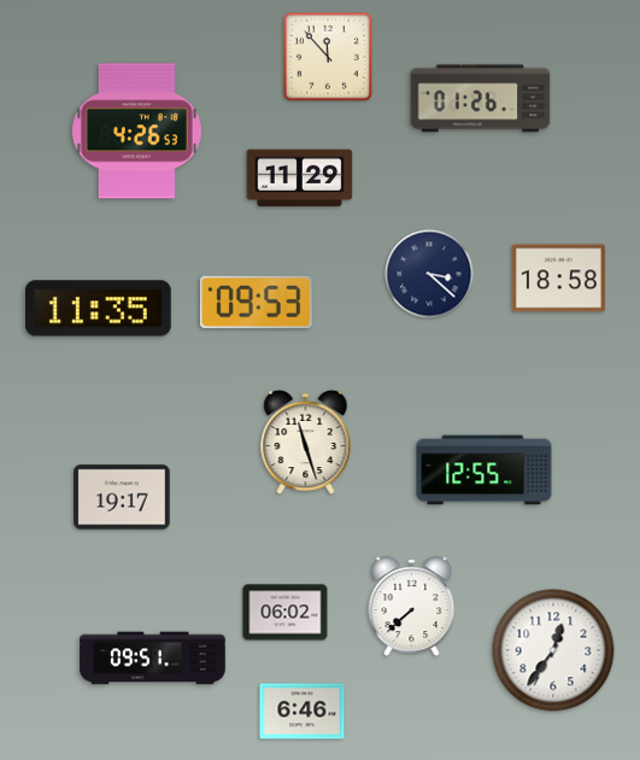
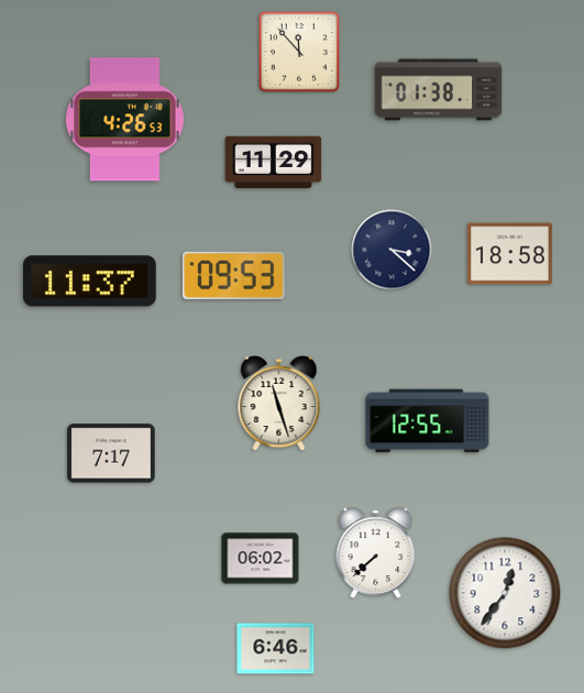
clock at (481, 99): 01:26 -> 01:38
clock at (99, 309): 11:35 -> 11:37
clock at (485, 470) position: (485, 470) -> (428, 421)
clock at (122, 497): 19:17 -> 7:17
clock at (153, 659): 09:51 -> none
